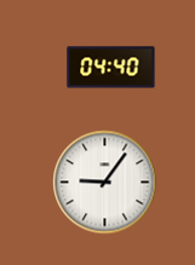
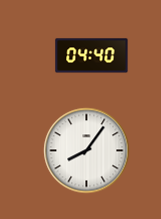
clock at (105, 183): 9:06 -> 8:06
